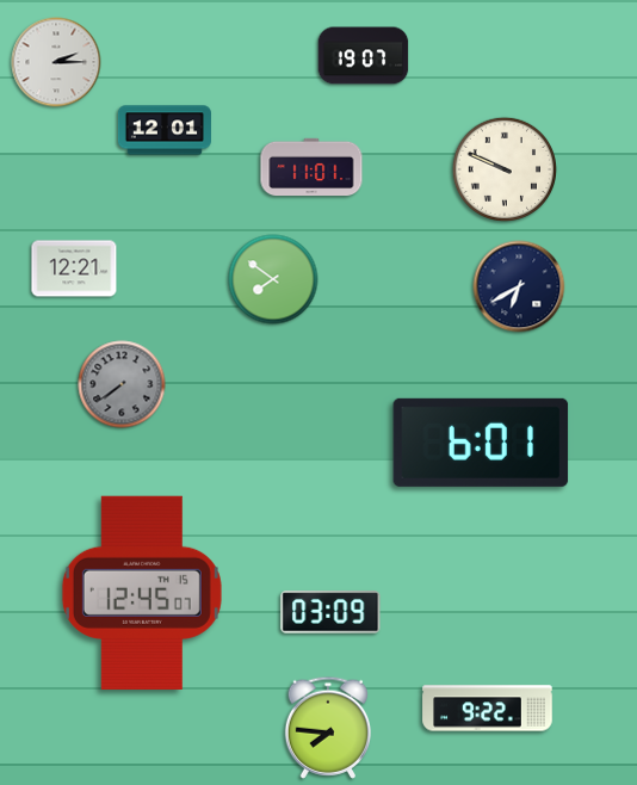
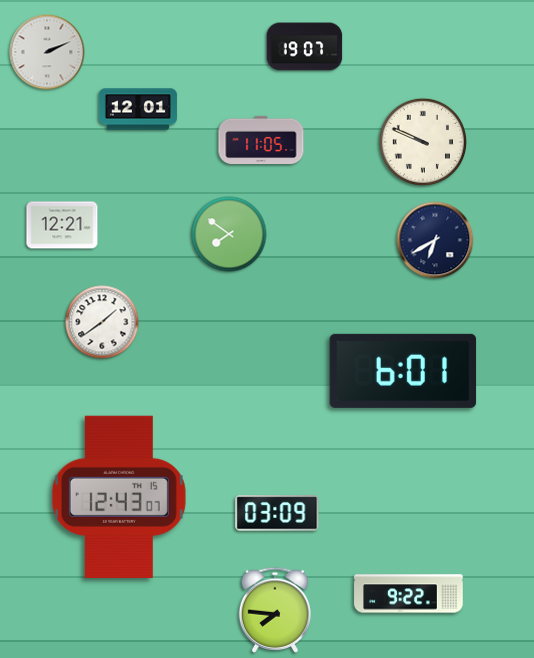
clock at (56, 62): 2:15 -> 2:11
clock at (311, 167): 11:01 -> 11:05
clock at (122, 384): 7:39 -> 1:39
clock at (122, 384) dial: grey -> white
clock at (142, 593): 12:45 -> 12:43
